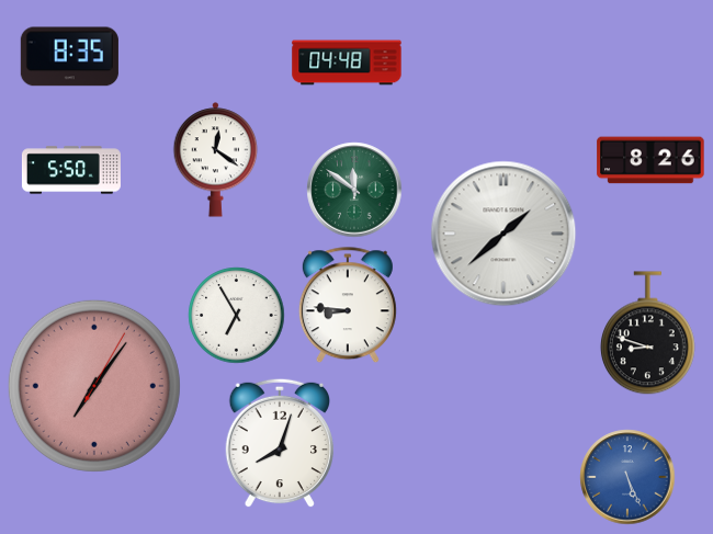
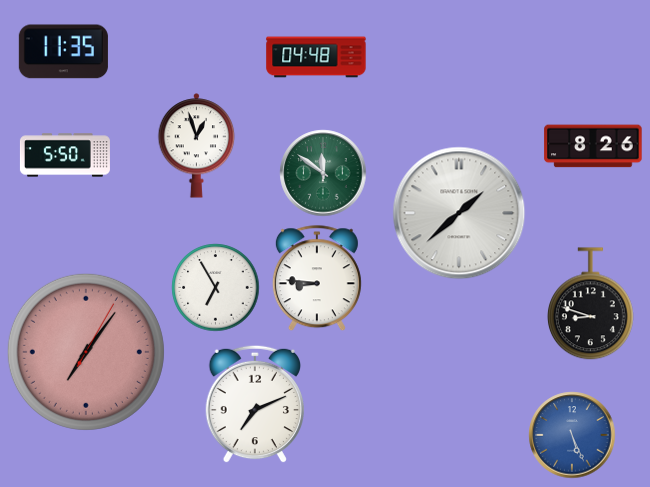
clock at (69, 57): 8:35 -> 11:35
clock at (216, 160): 12:21 -> 12:57
clock at (279, 443): 8:03 -> 7:11
